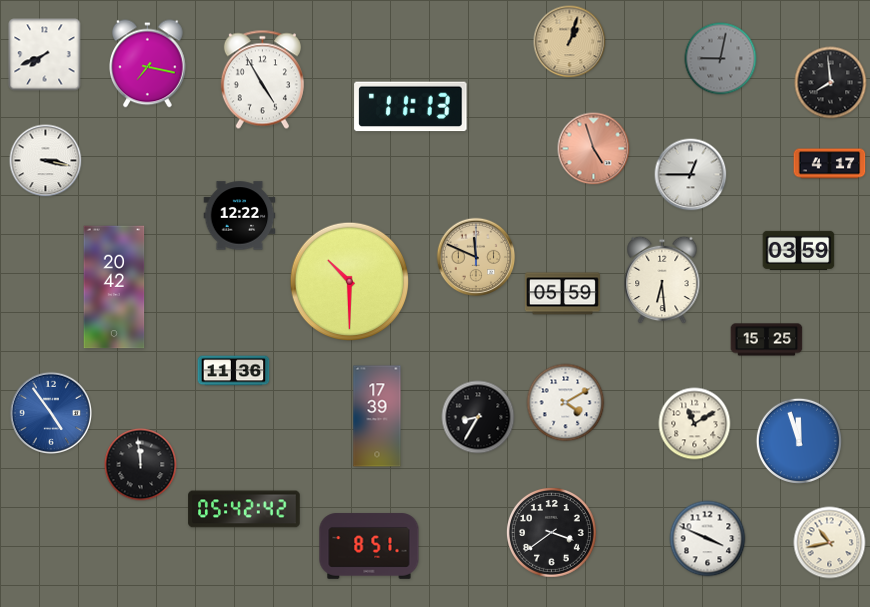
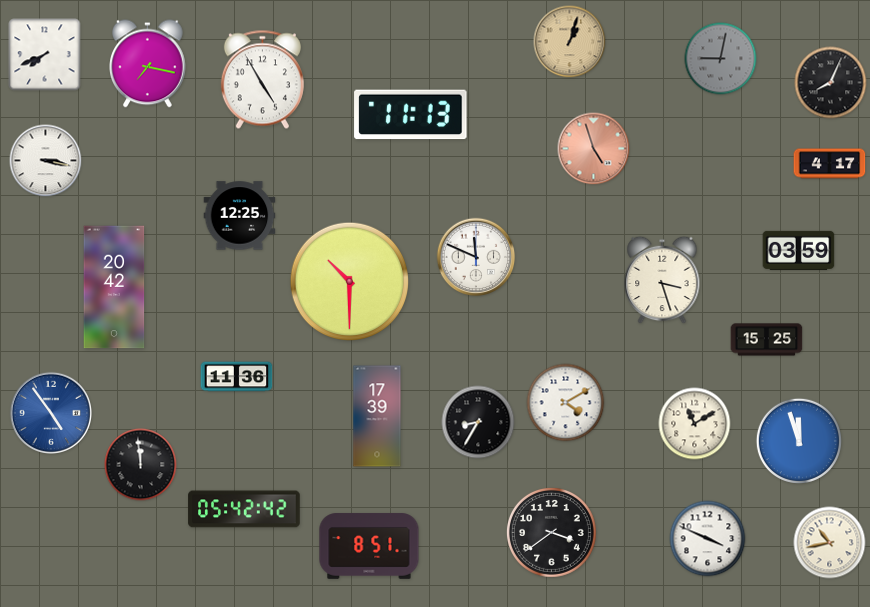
clock at (831, 83): 7:59 -> 8:04
clock at (411, 107) position: (411, 107) -> (411, 115)
clock at (691, 175): 12:45 -> none
clock at (240, 216): 12:22 -> 12:25
clock at (476, 257) dial: champagne -> white
clock at (662, 280): 6:29 -> 3:27
clock at (562, 294): 05:59 -> none
clock at (234, 371) position: (234, 371) -> (237, 377)
clock at (478, 417) position: (478, 417) -> (478, 422)
